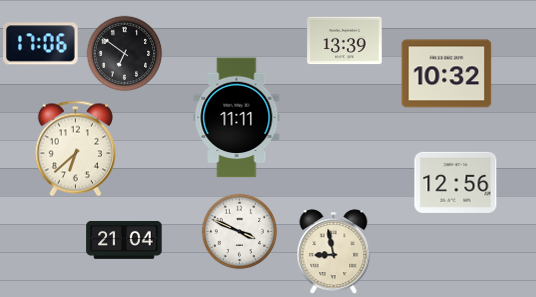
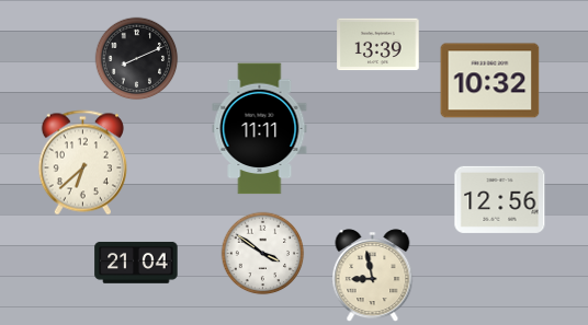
clock at (41, 44): 17:06 -> none
clock at (125, 54): 6:51 -> 8:11
clock at (240, 232): 3:49 -> 3:51
clock at (334, 252) position: (334, 252) -> (373, 276)
